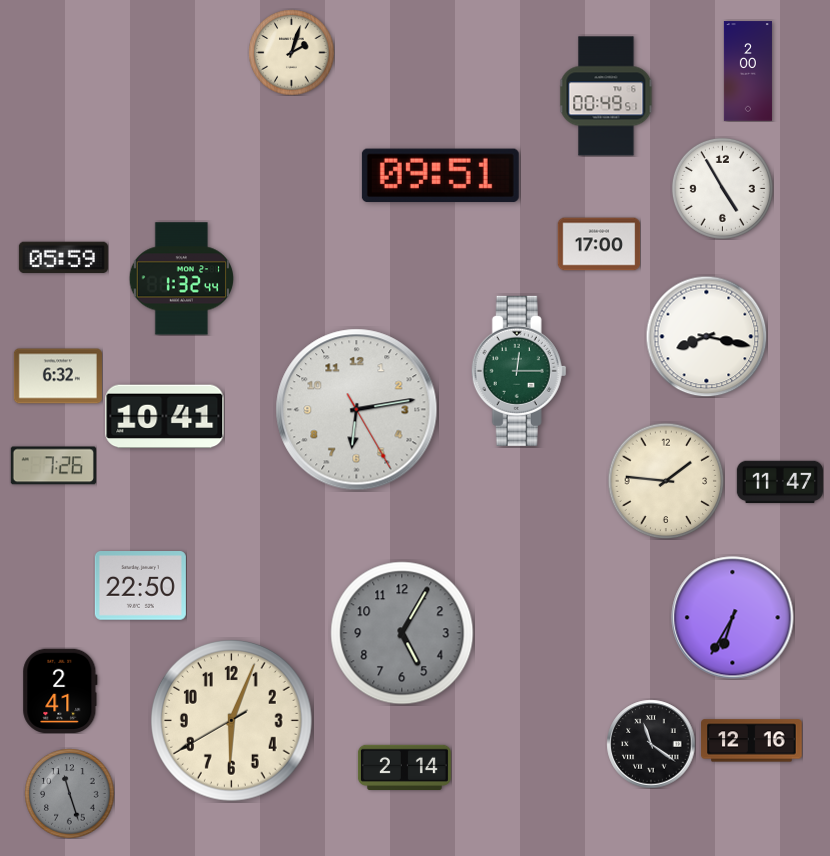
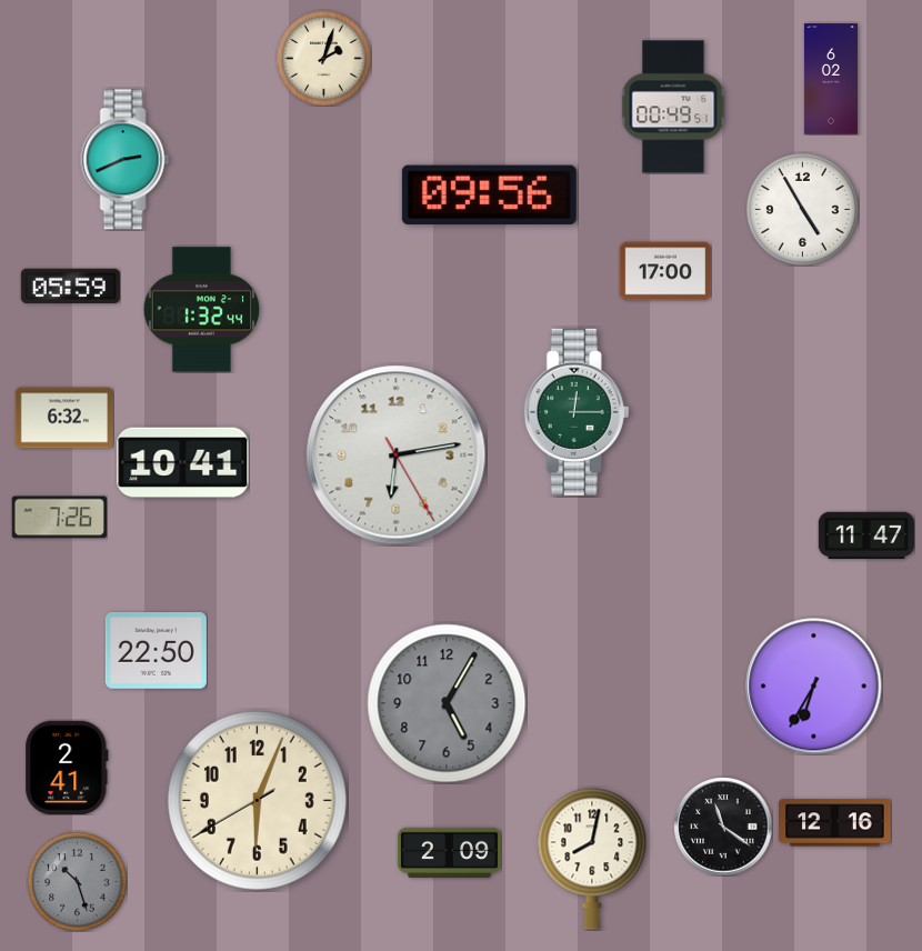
clock at (748, 71): 2:00 -> 6:02
clock at (126, 160): none -> 2:41
clock at (440, 176): 09:51 -> 09:56
clock at (706, 336): 8:17 -> none
clock at (666, 481): 1:46 -> none
clock at (404, 767): 2:14 -> 2:09
clock at (592, 859): none -> 8:02
clock at (69, 793): 11:27 -> 10:27
